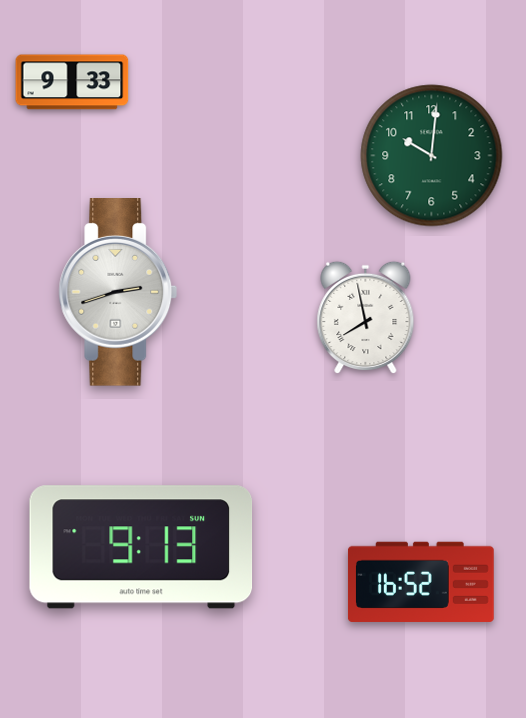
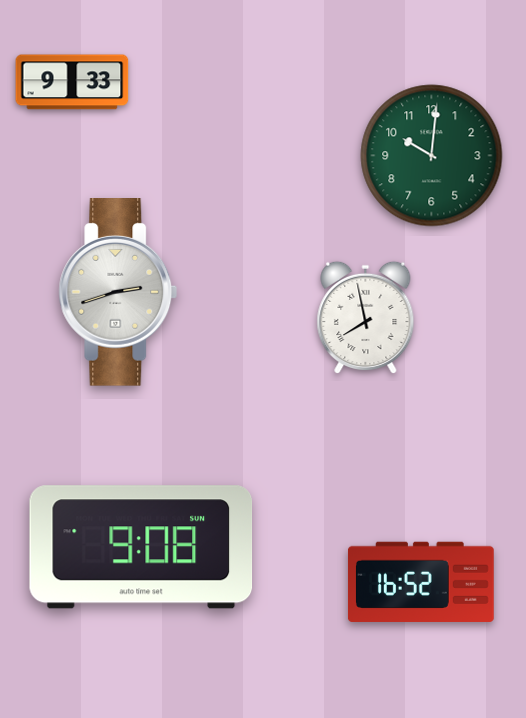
clock at (141, 547): 9:13 -> 9:08
